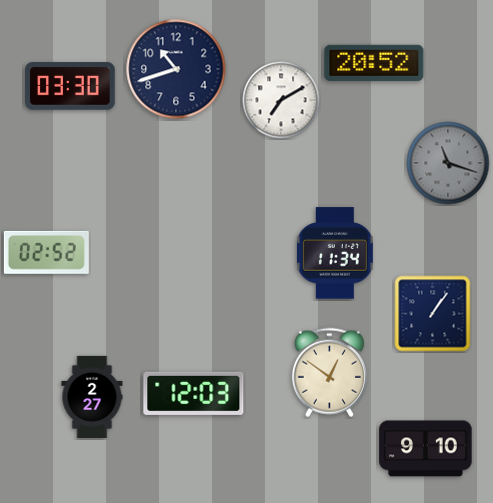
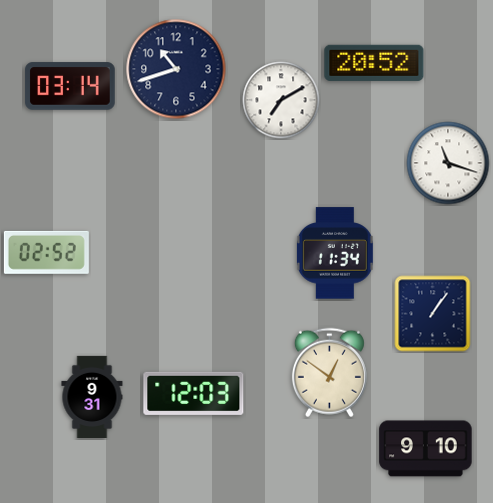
clock at (70, 86): 03:30 -> 03:14
clock at (448, 163) dial: grey -> white
clock at (92, 396): 2:27 -> 9:31
